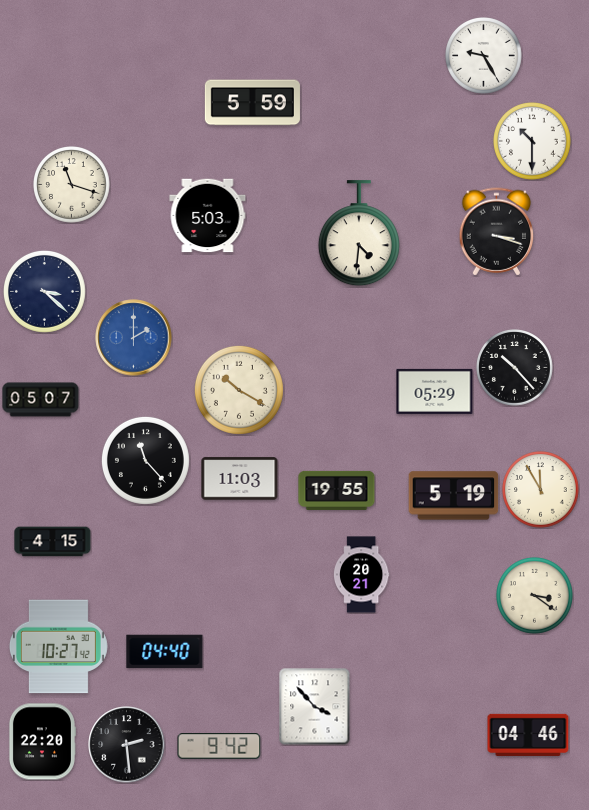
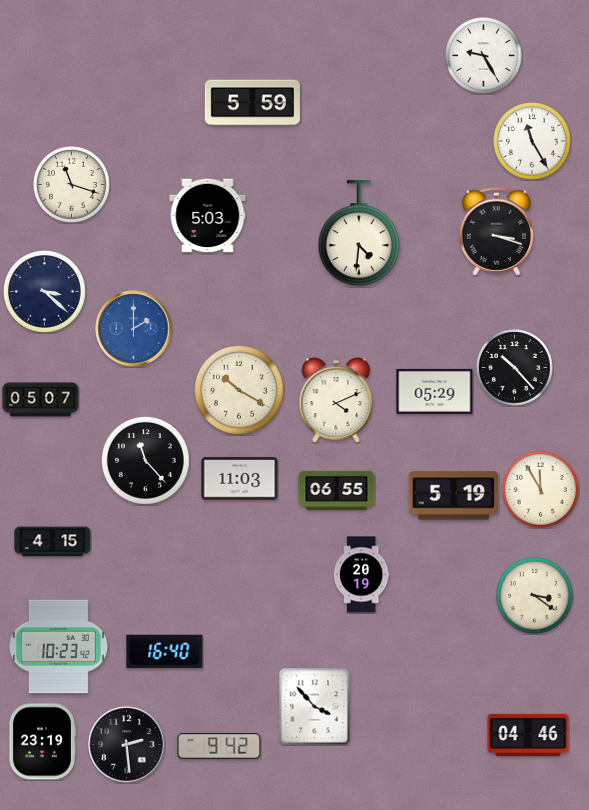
clock at (533, 142): 10:30 -> 11:25
clock at (134, 338) position: (134, 338) -> (134, 329)
clock at (336, 400): none -> 4:11
clock at (337, 490): 19:55 -> 06:55
clock at (361, 575): 20:21 -> 20:19
clock at (58, 647): 10:27 -> 10:23
clock at (165, 652): 04:40 -> 16:40
clock at (42, 742): 22:20 -> 23:19
